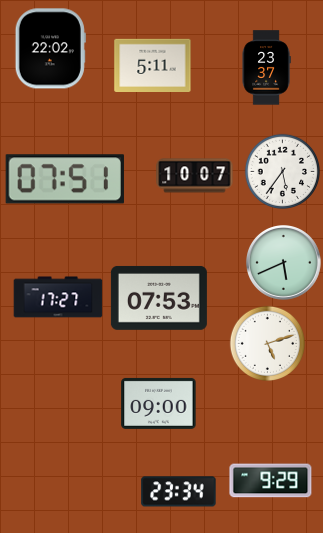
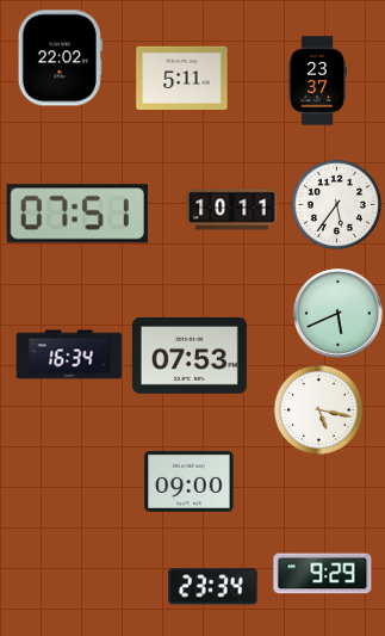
clock at (195, 176): 10:07 -> 10:11
clock at (58, 297): 17:27 -> 16:34
clock at (267, 343): 5:12 -> 5:17
